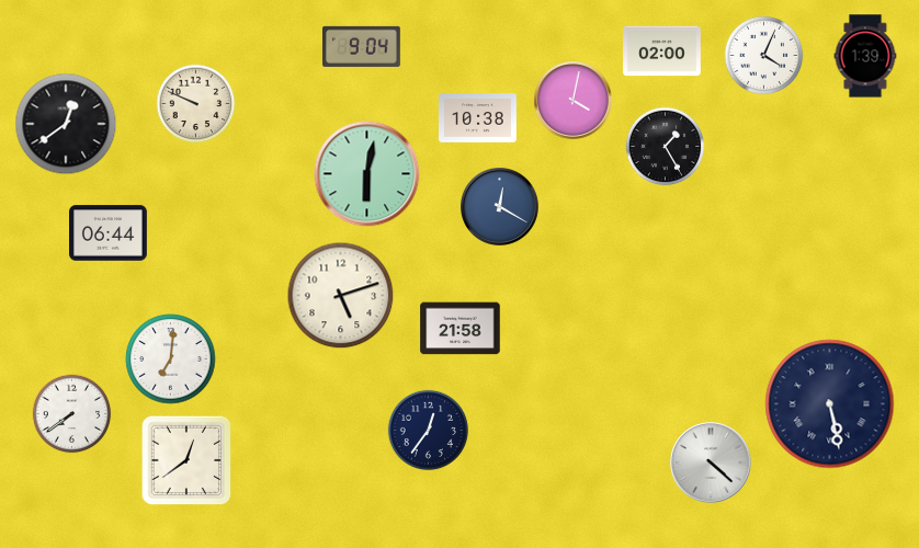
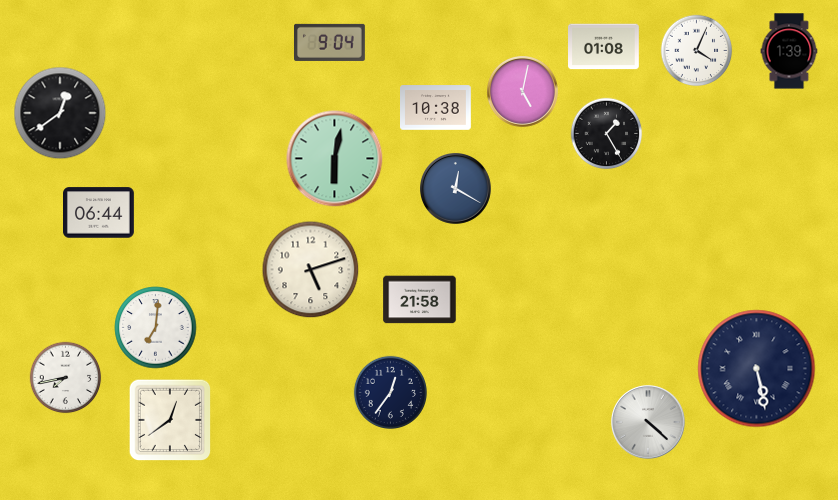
clock at (662, 52): 02:00 -> 01:08
clock at (574, 101): 4:02 -> 5:02
clock at (196, 104): 9:49 -> none
clock at (72, 414): 7:39 -> 7:43
